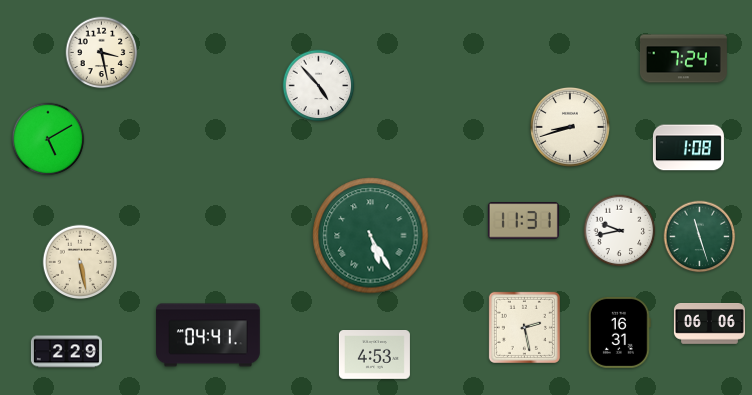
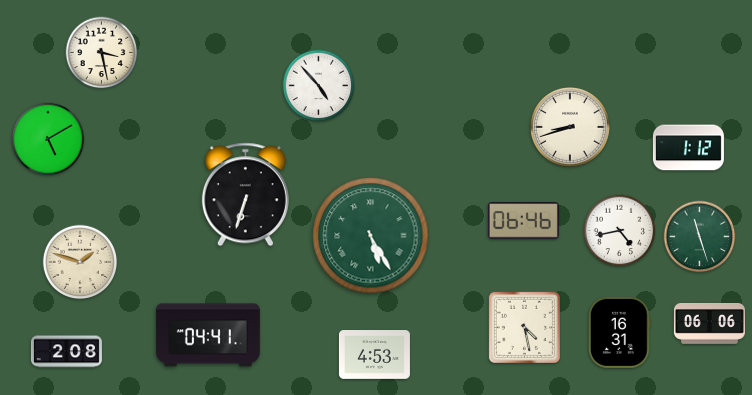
clock at (683, 59): 7:24 -> none
clock at (688, 148): 1:08 -> 1:12
clock at (245, 195): none -> 6:33
clock at (523, 221): 11:31 -> 06:46
clock at (620, 231): 9:43 -> 4:43
clock at (80, 262): 5:28 -> 1:48
clock at (524, 327): 2:28 -> 4:28
clock at (66, 352): 2:29 -> 2:08
